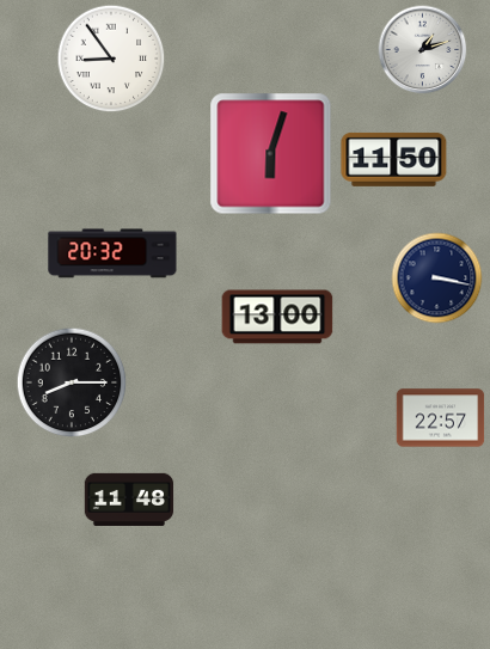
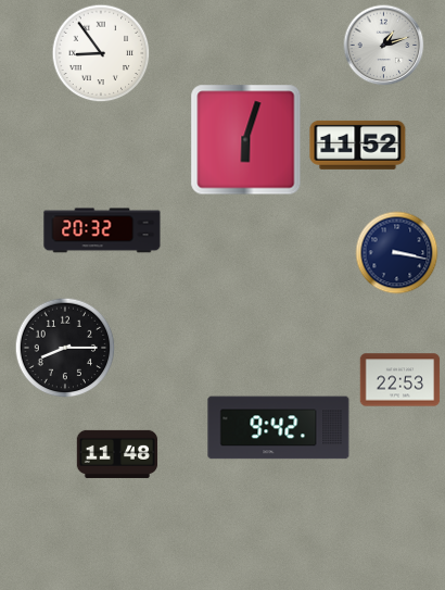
clock at (394, 159): 11:50 -> 11:52
clock at (277, 317): 13:00 -> none
clock at (441, 418): 22:57 -> 22:53
clock at (279, 428): none -> 9:42
